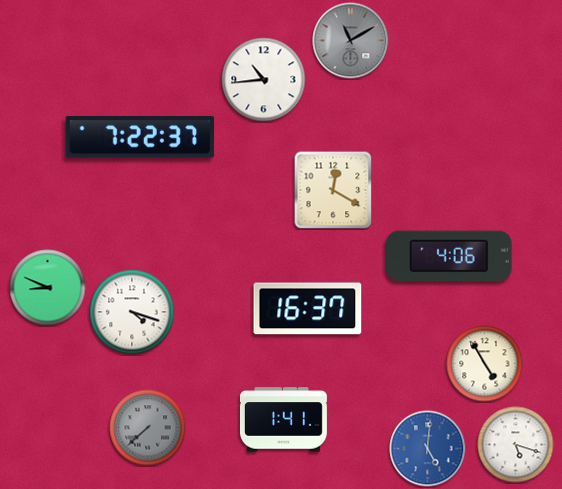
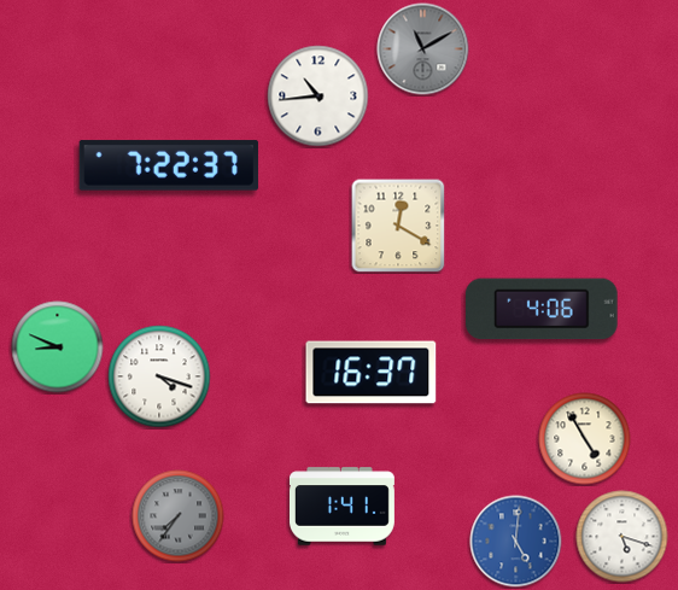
clock at (333, 190) position: (333, 190) -> (398, 226)
clock at (148, 428): 7:38 -> 7:36
